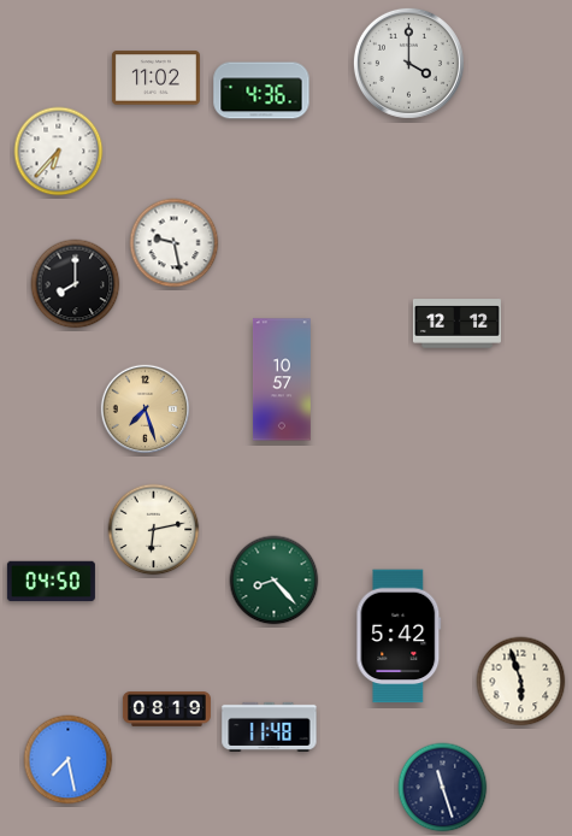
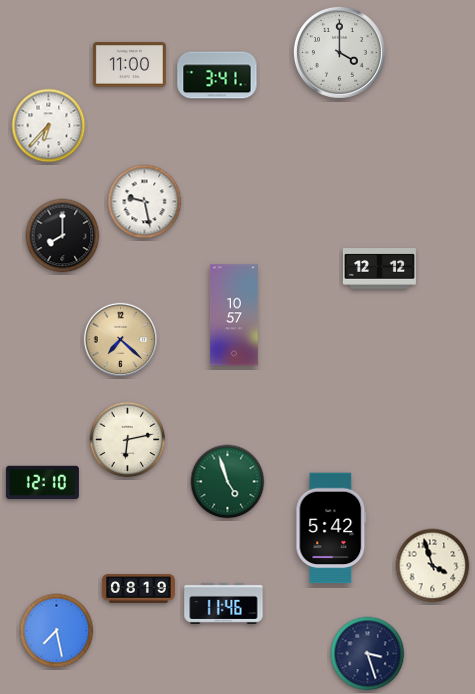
clock at (155, 78): 11:02 -> 11:00
clock at (261, 90): 4:36 -> 3:41
clock at (145, 408): 7:27 -> 7:22
clock at (275, 581): 8:23 -> 4:57
clock at (51, 582): 04:50 -> 12:10
clock at (521, 682): 5:57 -> 3:57
clock at (270, 726): 11:48 -> 11:46
clock at (443, 788): 11:27 -> 3:27
